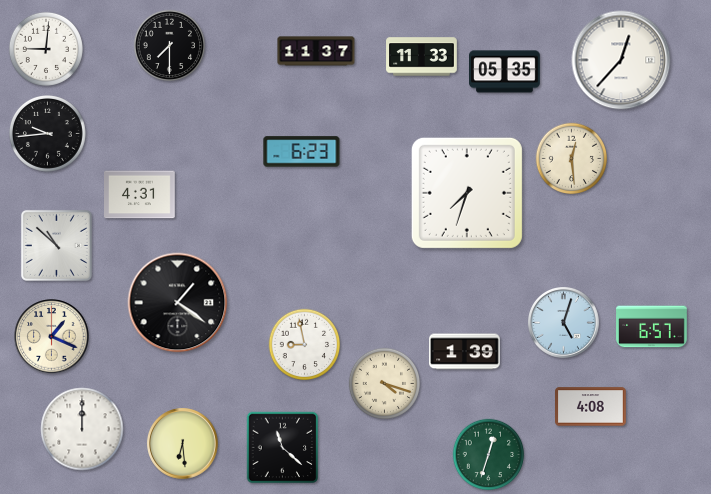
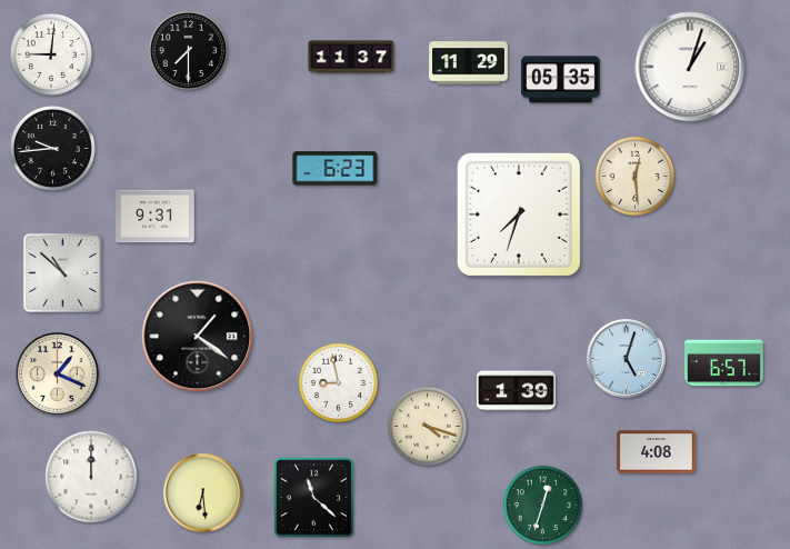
clock at (422, 57): 11:33 -> 11:29
clock at (621, 60): 12:37 -> 1:03
clock at (140, 195): 4:31 -> 9:31
